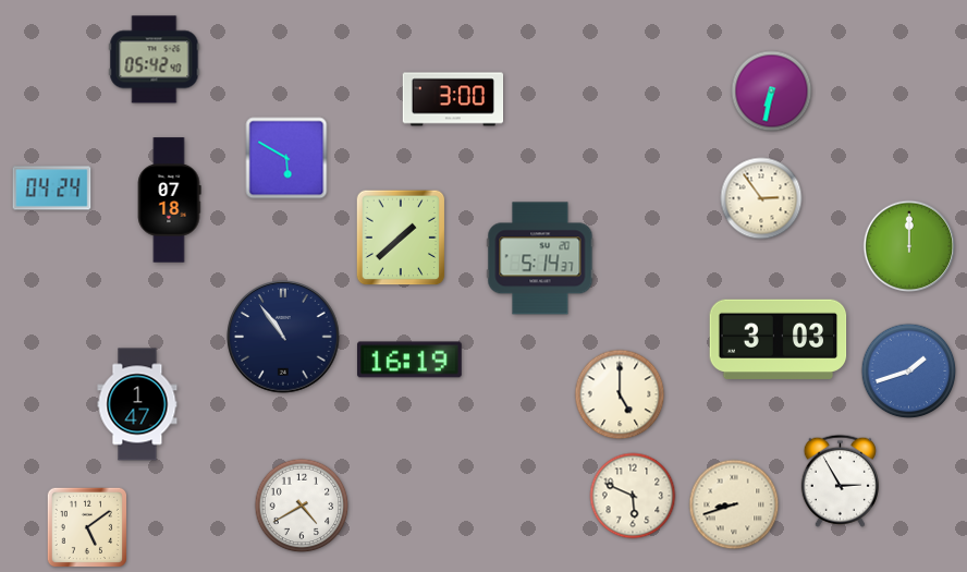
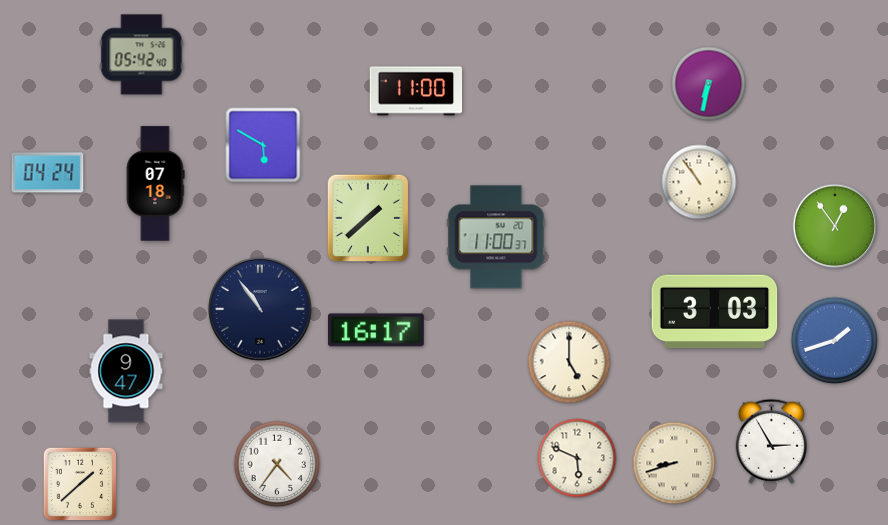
clock at (453, 99): 3:00 -> 11:00
clock at (761, 198): 2:54 -> 10:54
clock at (909, 246): 12:00 -> 12:54
clock at (540, 258): 5:14 -> 11:00
clock at (409, 360): 16:19 -> 16:17
clock at (137, 404): 1:47 -> 9:47
clock at (633, 496) position: (633, 496) -> (577, 458)
clock at (302, 506): 4:40 -> 4:36
clock at (86, 526): 5:09 -> 1:38
